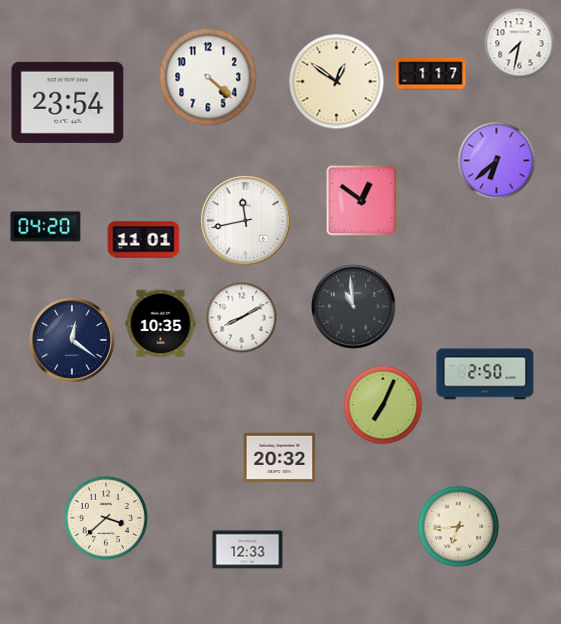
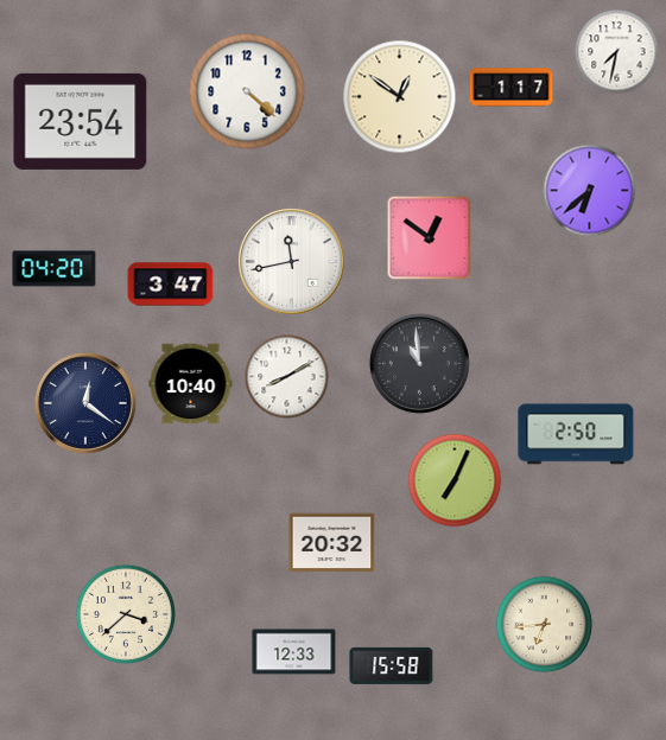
clock at (144, 240): 11:01 -> 3:47
clock at (161, 324): 10:35 -> 10:40
clock at (485, 374) position: (485, 374) -> (576, 434)
clock at (392, 665): none -> 15:58
